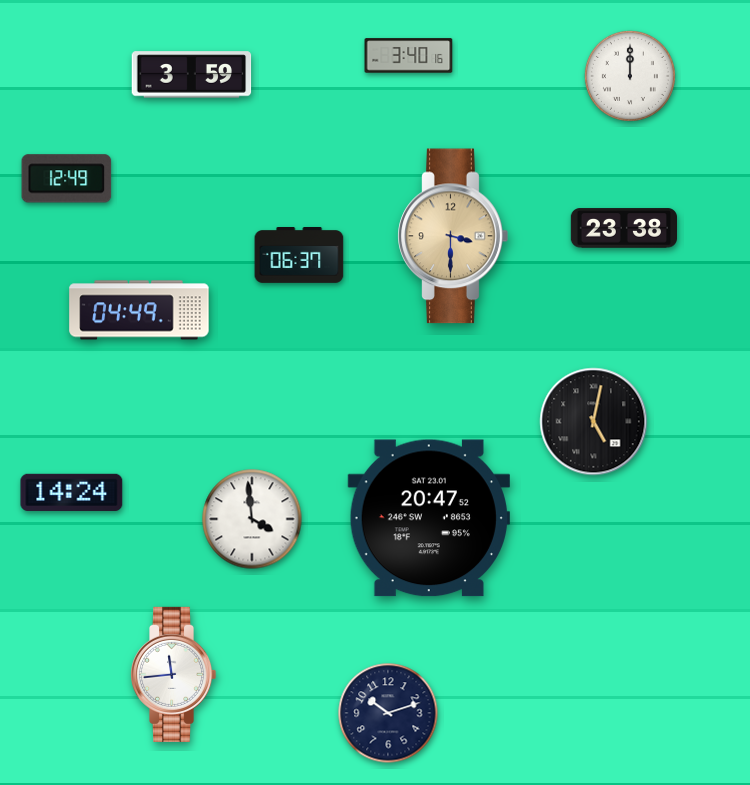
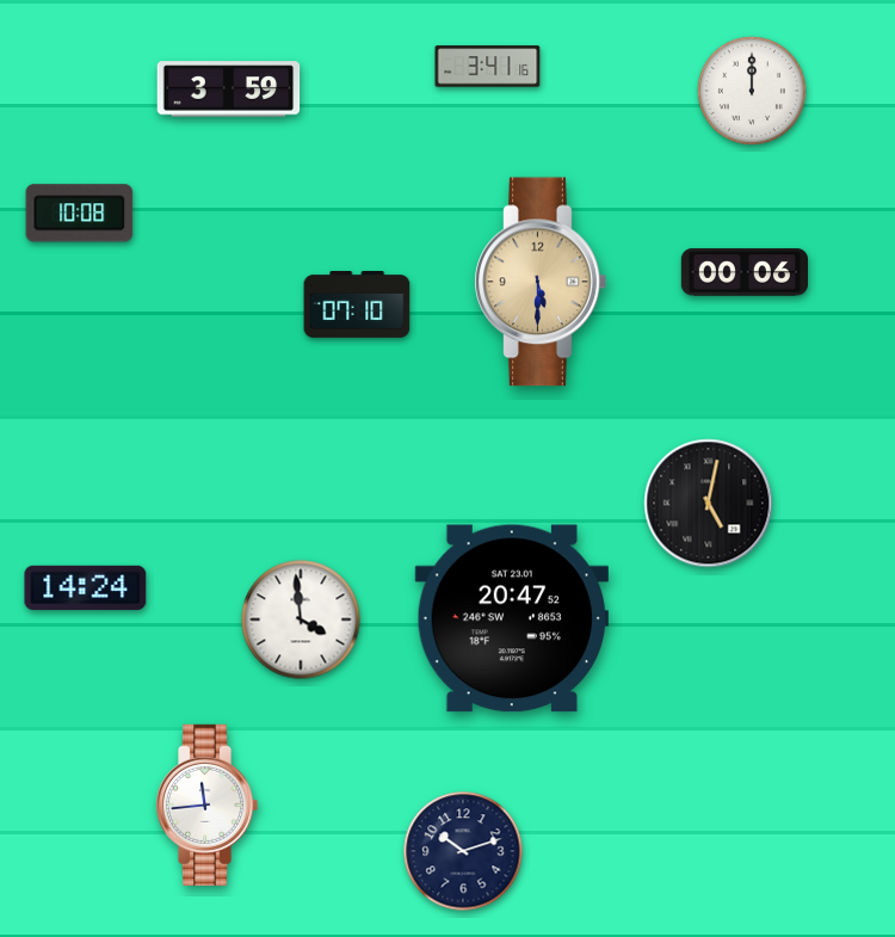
clock at (409, 56): 3:40 -> 3:41
clock at (67, 179): 12:49 -> 10:08
clock at (623, 228): 23:38 -> 00:06
clock at (453, 236): 3:30 -> 5:30
clock at (299, 256): 06:37 -> 07:10
clock at (139, 310): 04:49 -> none
